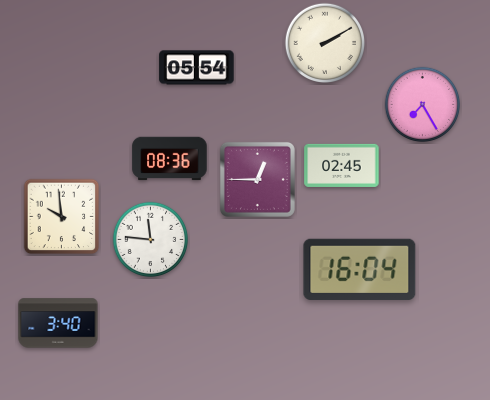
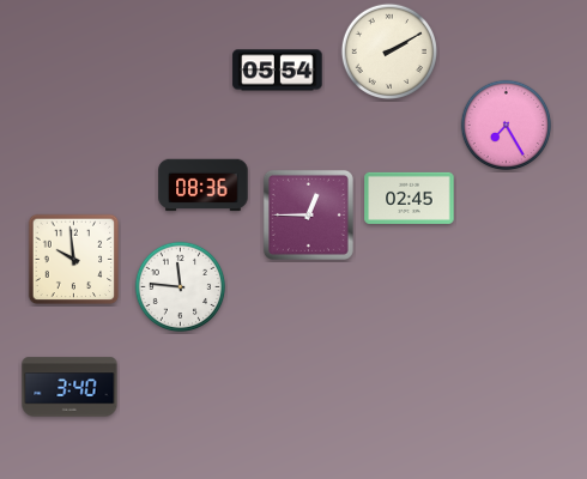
clock at (197, 68) position: (197, 68) -> (278, 71)
clock at (170, 159) position: (170, 159) -> (204, 186)
clock at (360, 269): 16:04 -> none
